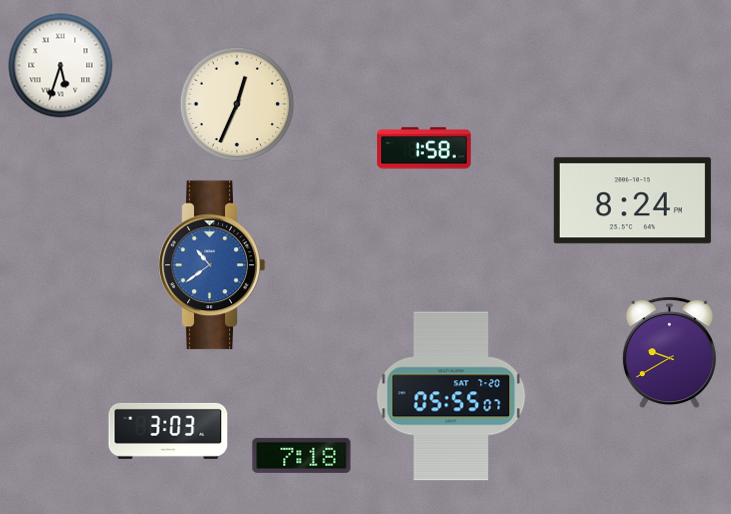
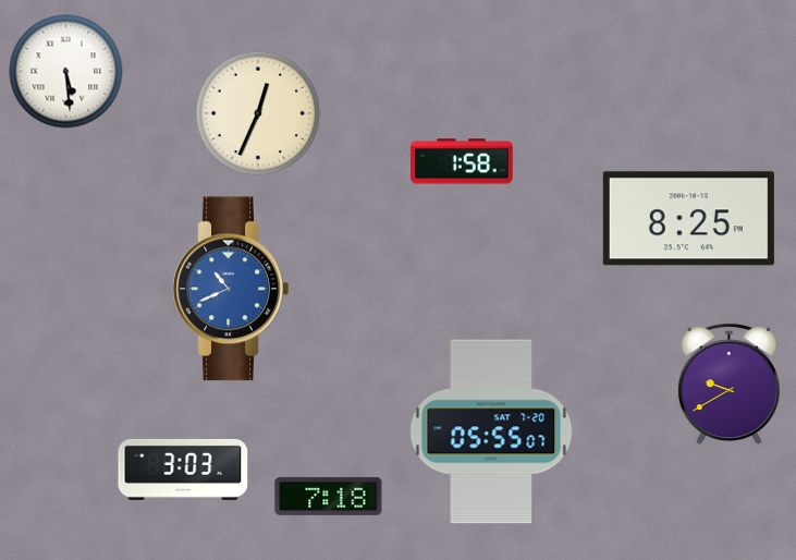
clock at (61, 66): 5:33 -> 5:29
clock at (632, 201): 8:24 -> 8:25
clock at (212, 265): 10:39 -> 10:41
